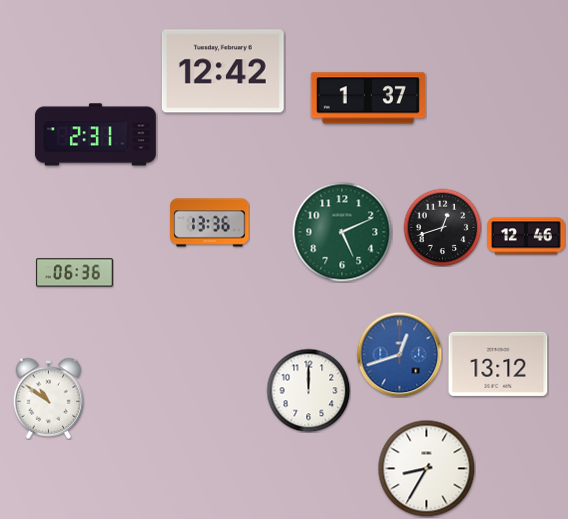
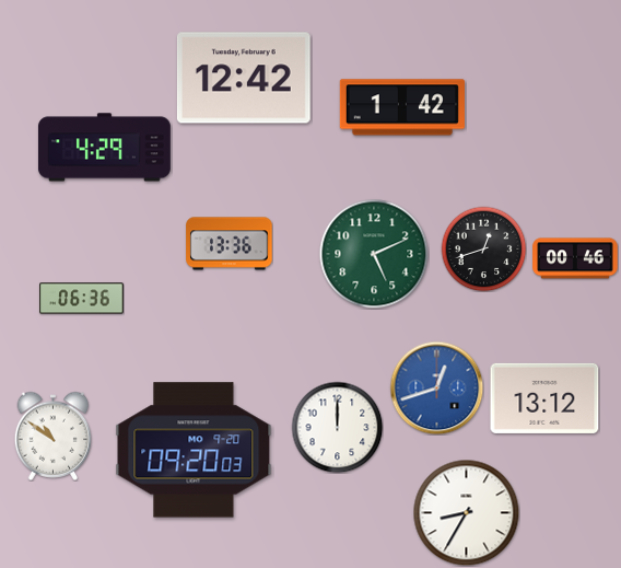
clock at (368, 98): 1:37 -> 1:42
clock at (95, 135): 2:31 -> 4:29
clock at (526, 236): 12:46 -> 00:46
clock at (194, 450): none -> 09:20
